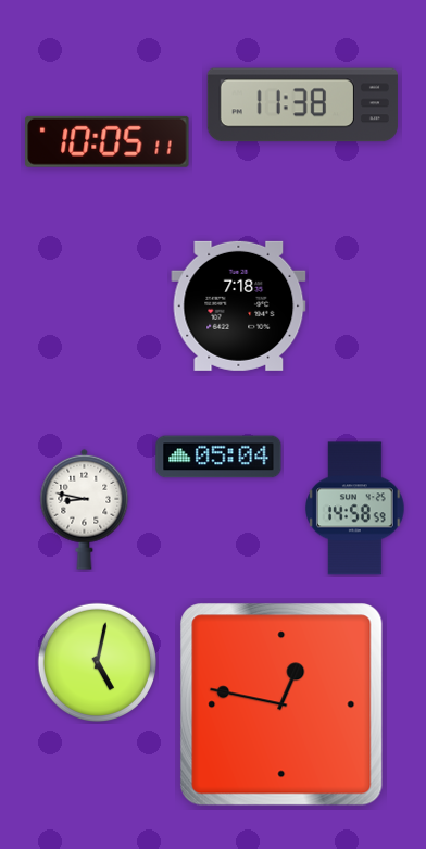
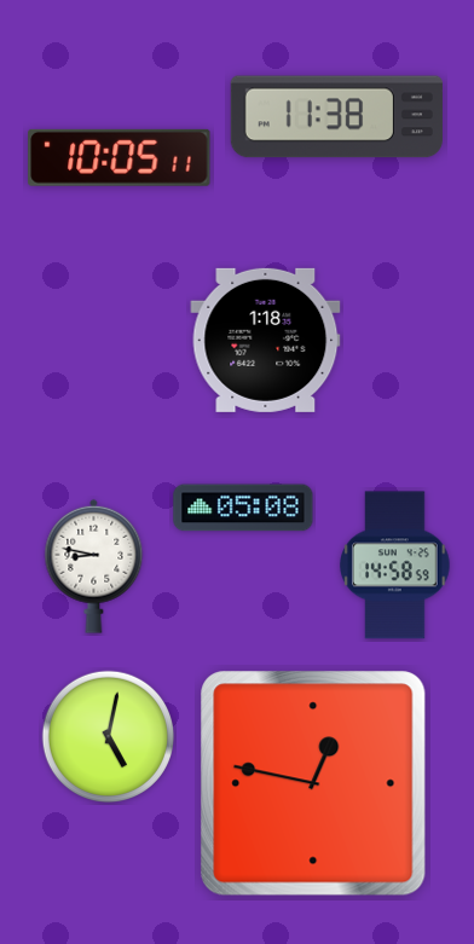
clock at (239, 305): 7:18 -> 1:18
clock at (218, 457): 05:04 -> 05:08
